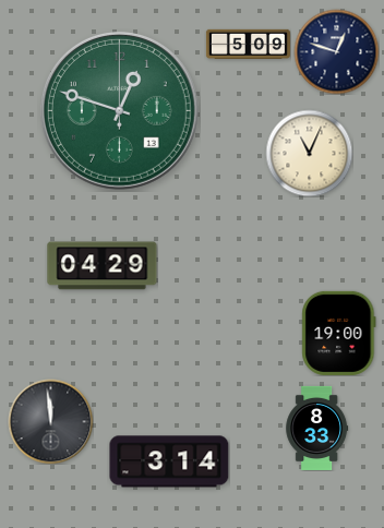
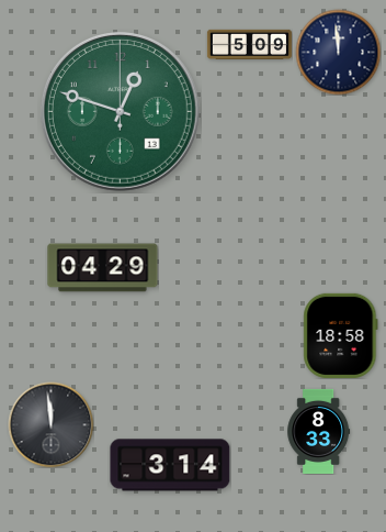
clock at (336, 51): 12:48 -> 11:59
clock at (309, 153): 11:04 -> none
clock at (339, 333): 19:00 -> 18:58
